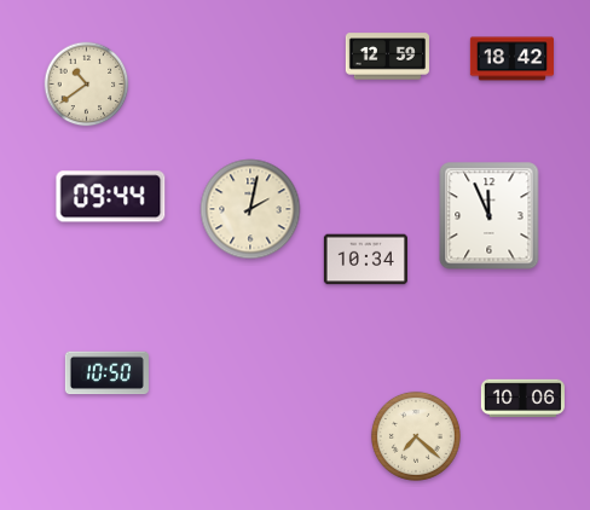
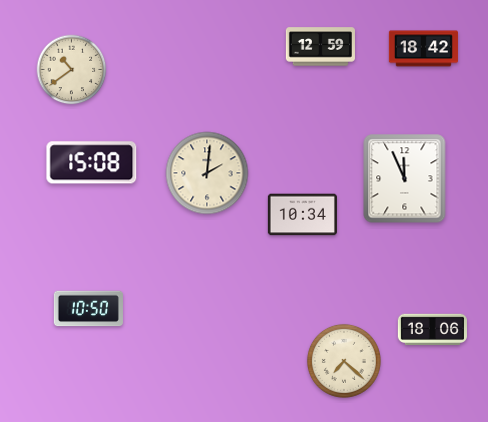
clock at (111, 197): 09:44 -> 15:08
clock at (250, 209): 2:02 -> 2:01
clock at (522, 399): 10:06 -> 18:06
